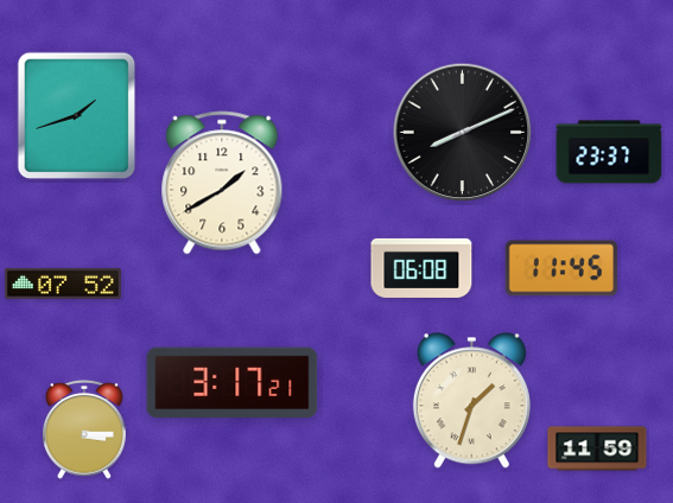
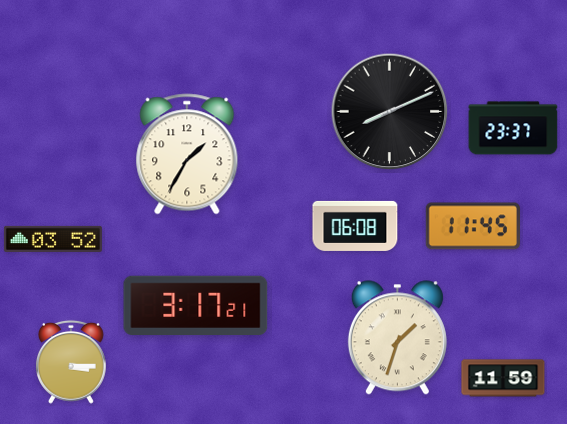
clock at (77, 116): 1:42 -> none
clock at (222, 183): 1:40 -> 1:35
clock at (63, 284): 07:52 -> 03:52
clock at (233, 383) position: (233, 383) -> (196, 306)
